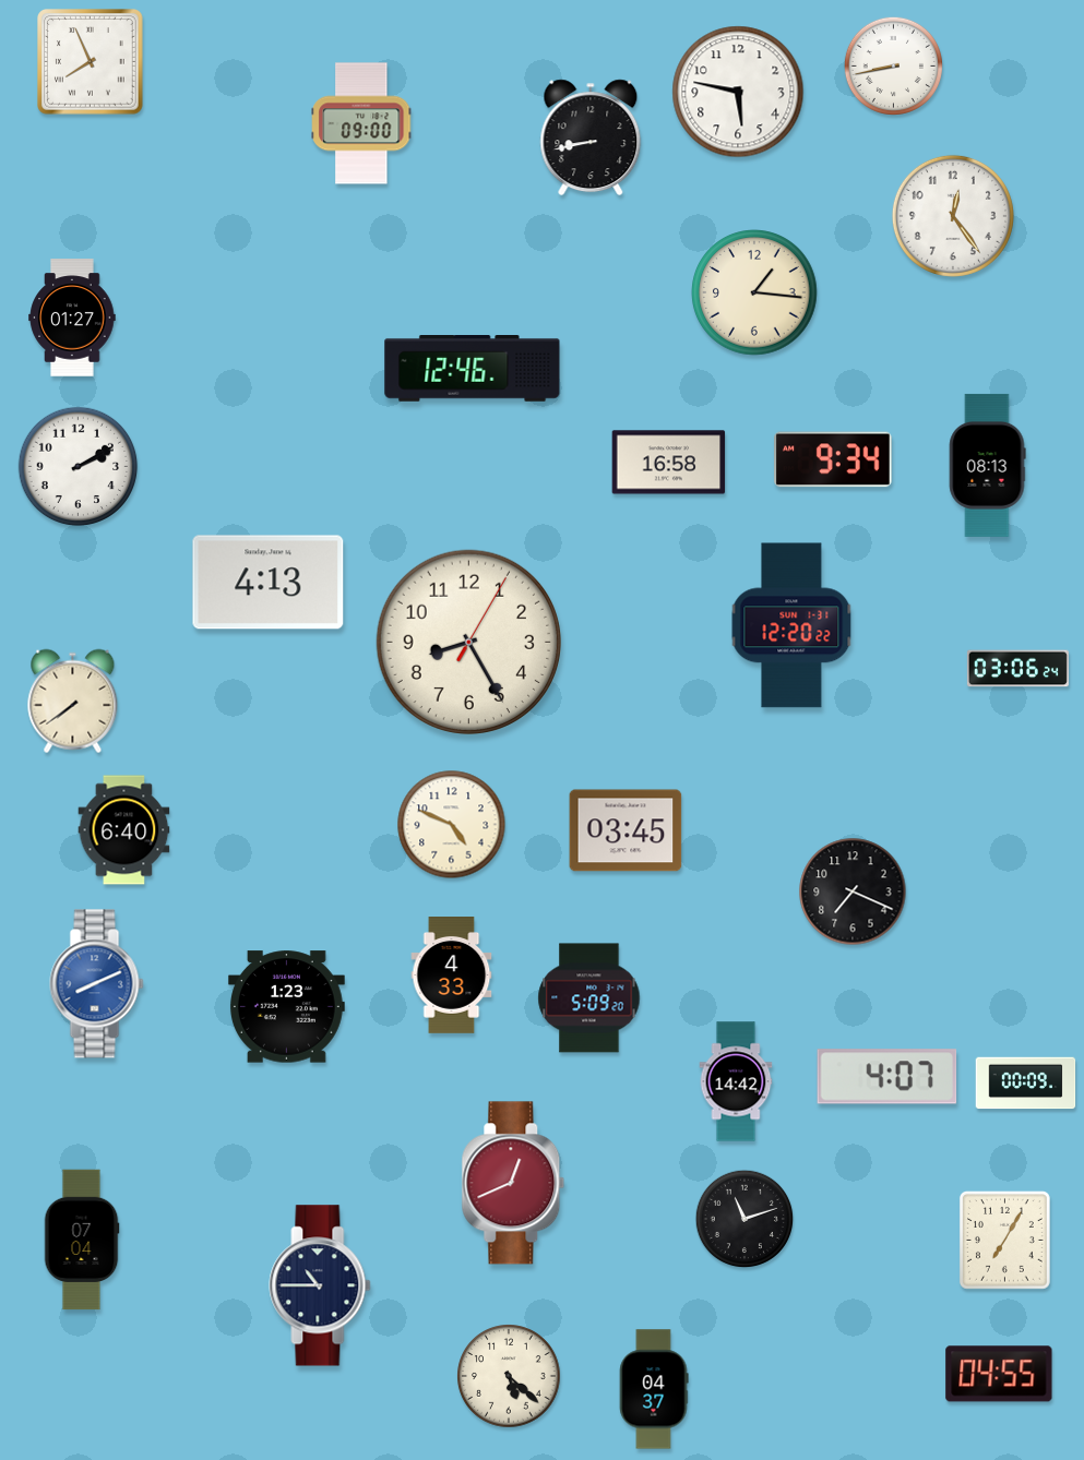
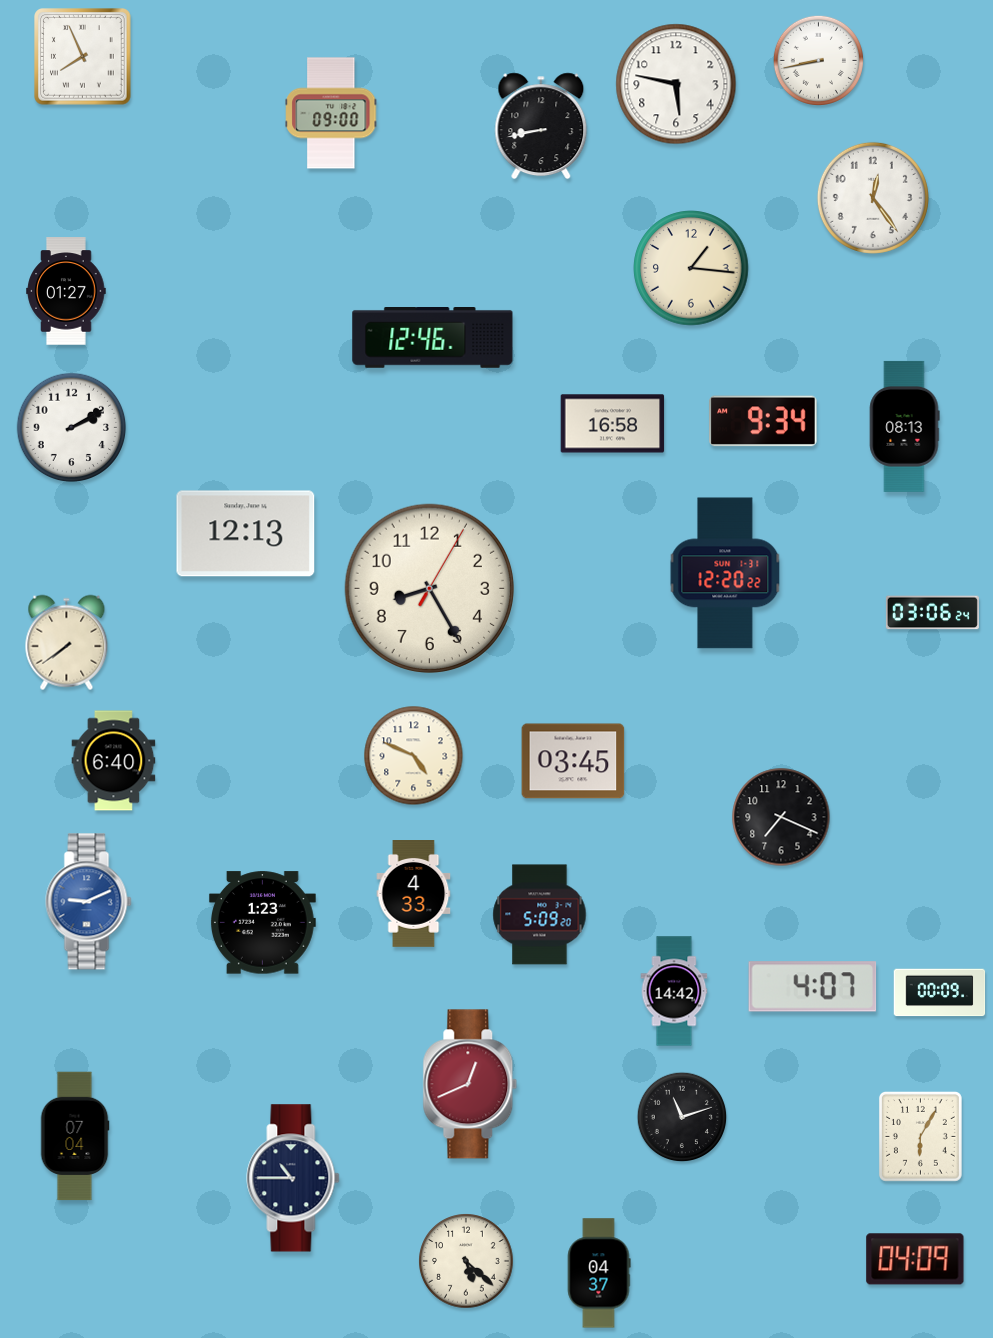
clock at (269, 583): 4:13 -> 12:13
clock at (97, 984): 8:11 -> 9:11
clock at (1004, 1240): 7:05 -> 6:05
clock at (999, 1374): 04:55 -> 04:09
